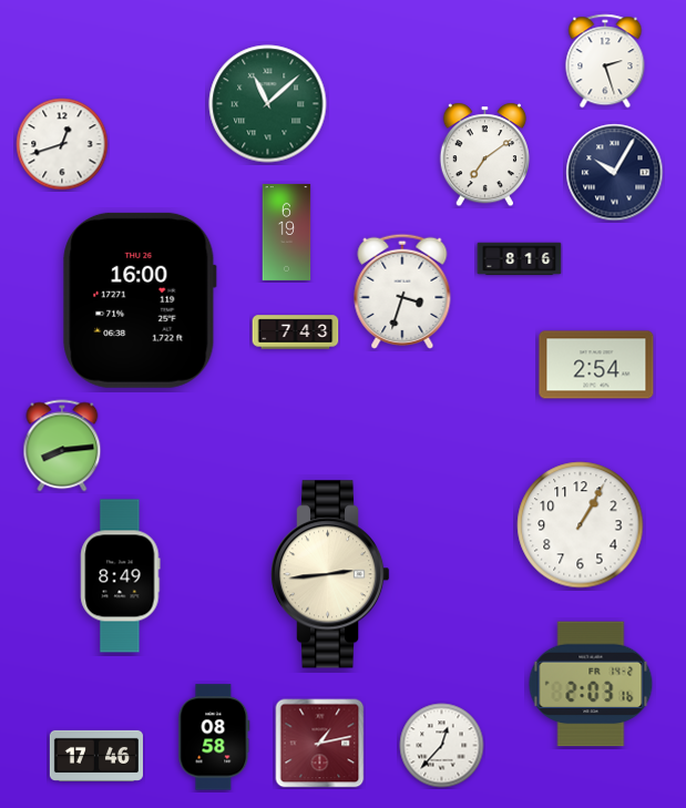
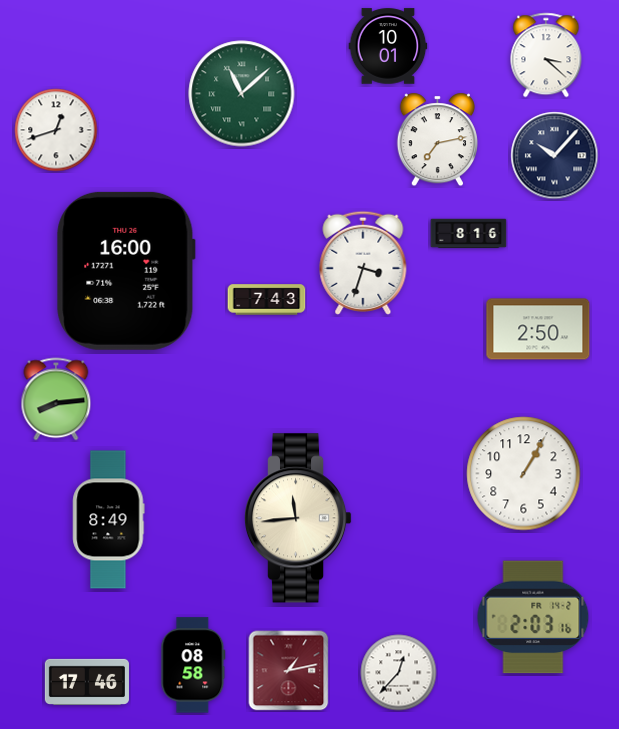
clock at (388, 46): none -> 10:01
clock at (605, 61): 2:27 -> 3:22
clock at (484, 155): 7:09 -> 7:13
clock at (615, 173): 10:05 -> 10:07
clock at (287, 232): 6:19 -> none
clock at (596, 365): 2:54 -> 2:50
clock at (62, 446) position: (62, 446) -> (56, 399)
clock at (330, 574): 2:44 -> 11:44
